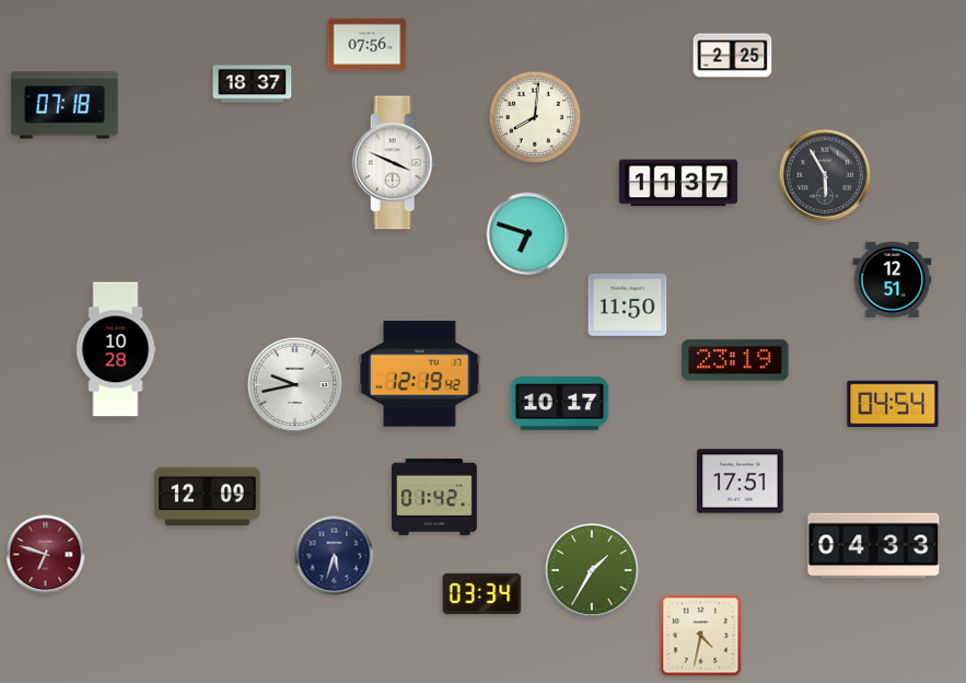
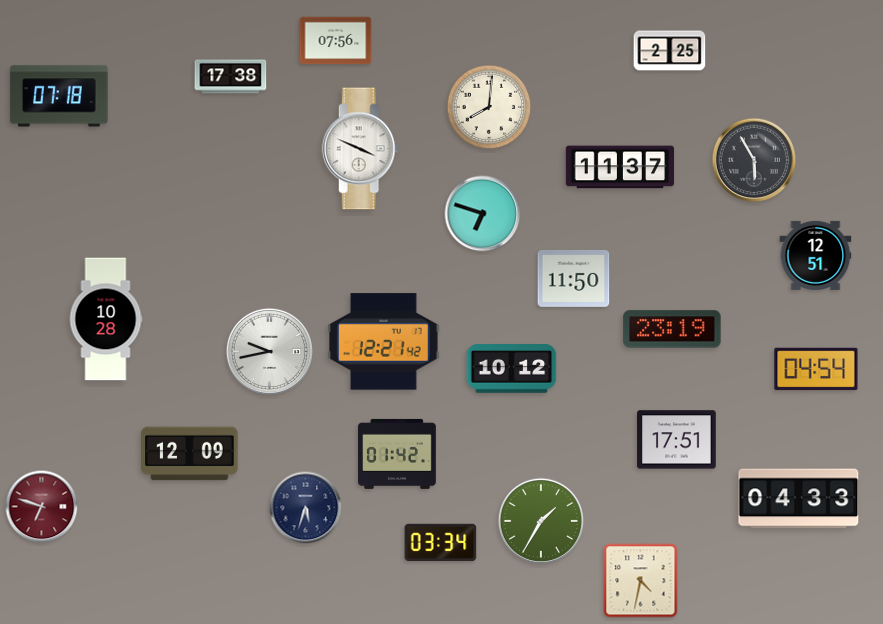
clock at (253, 84): 18:37 -> 17:38
clock at (420, 374): 12:19 -> 12:21
clock at (560, 404): 10:17 -> 10:12
